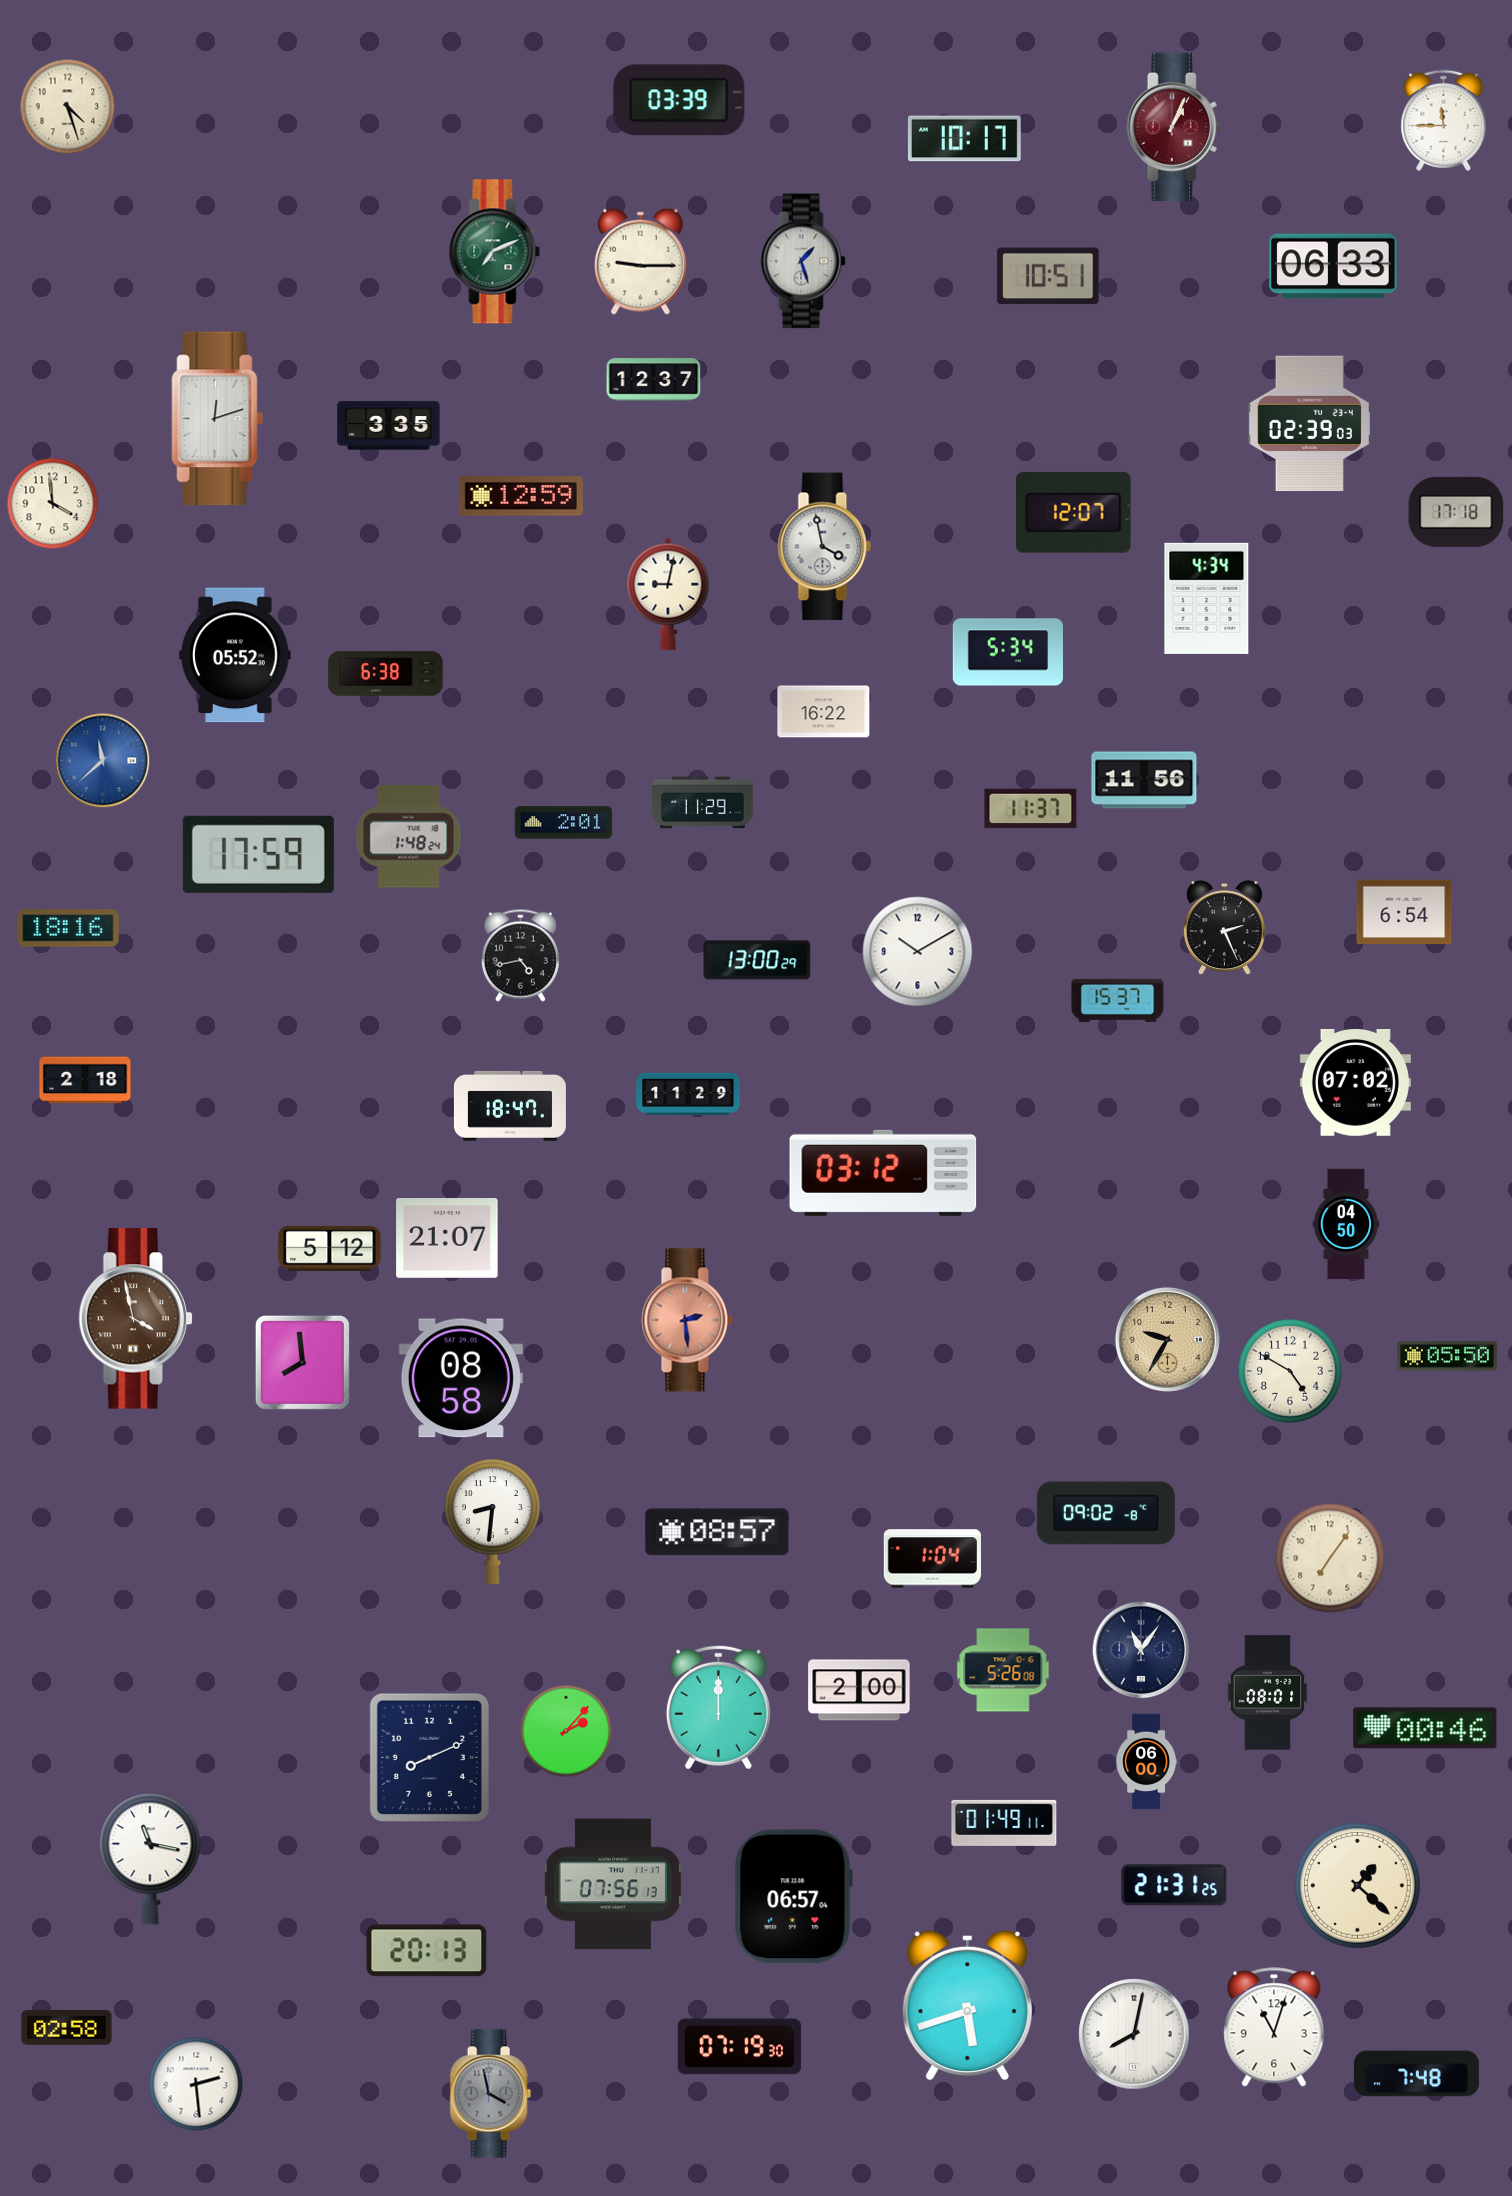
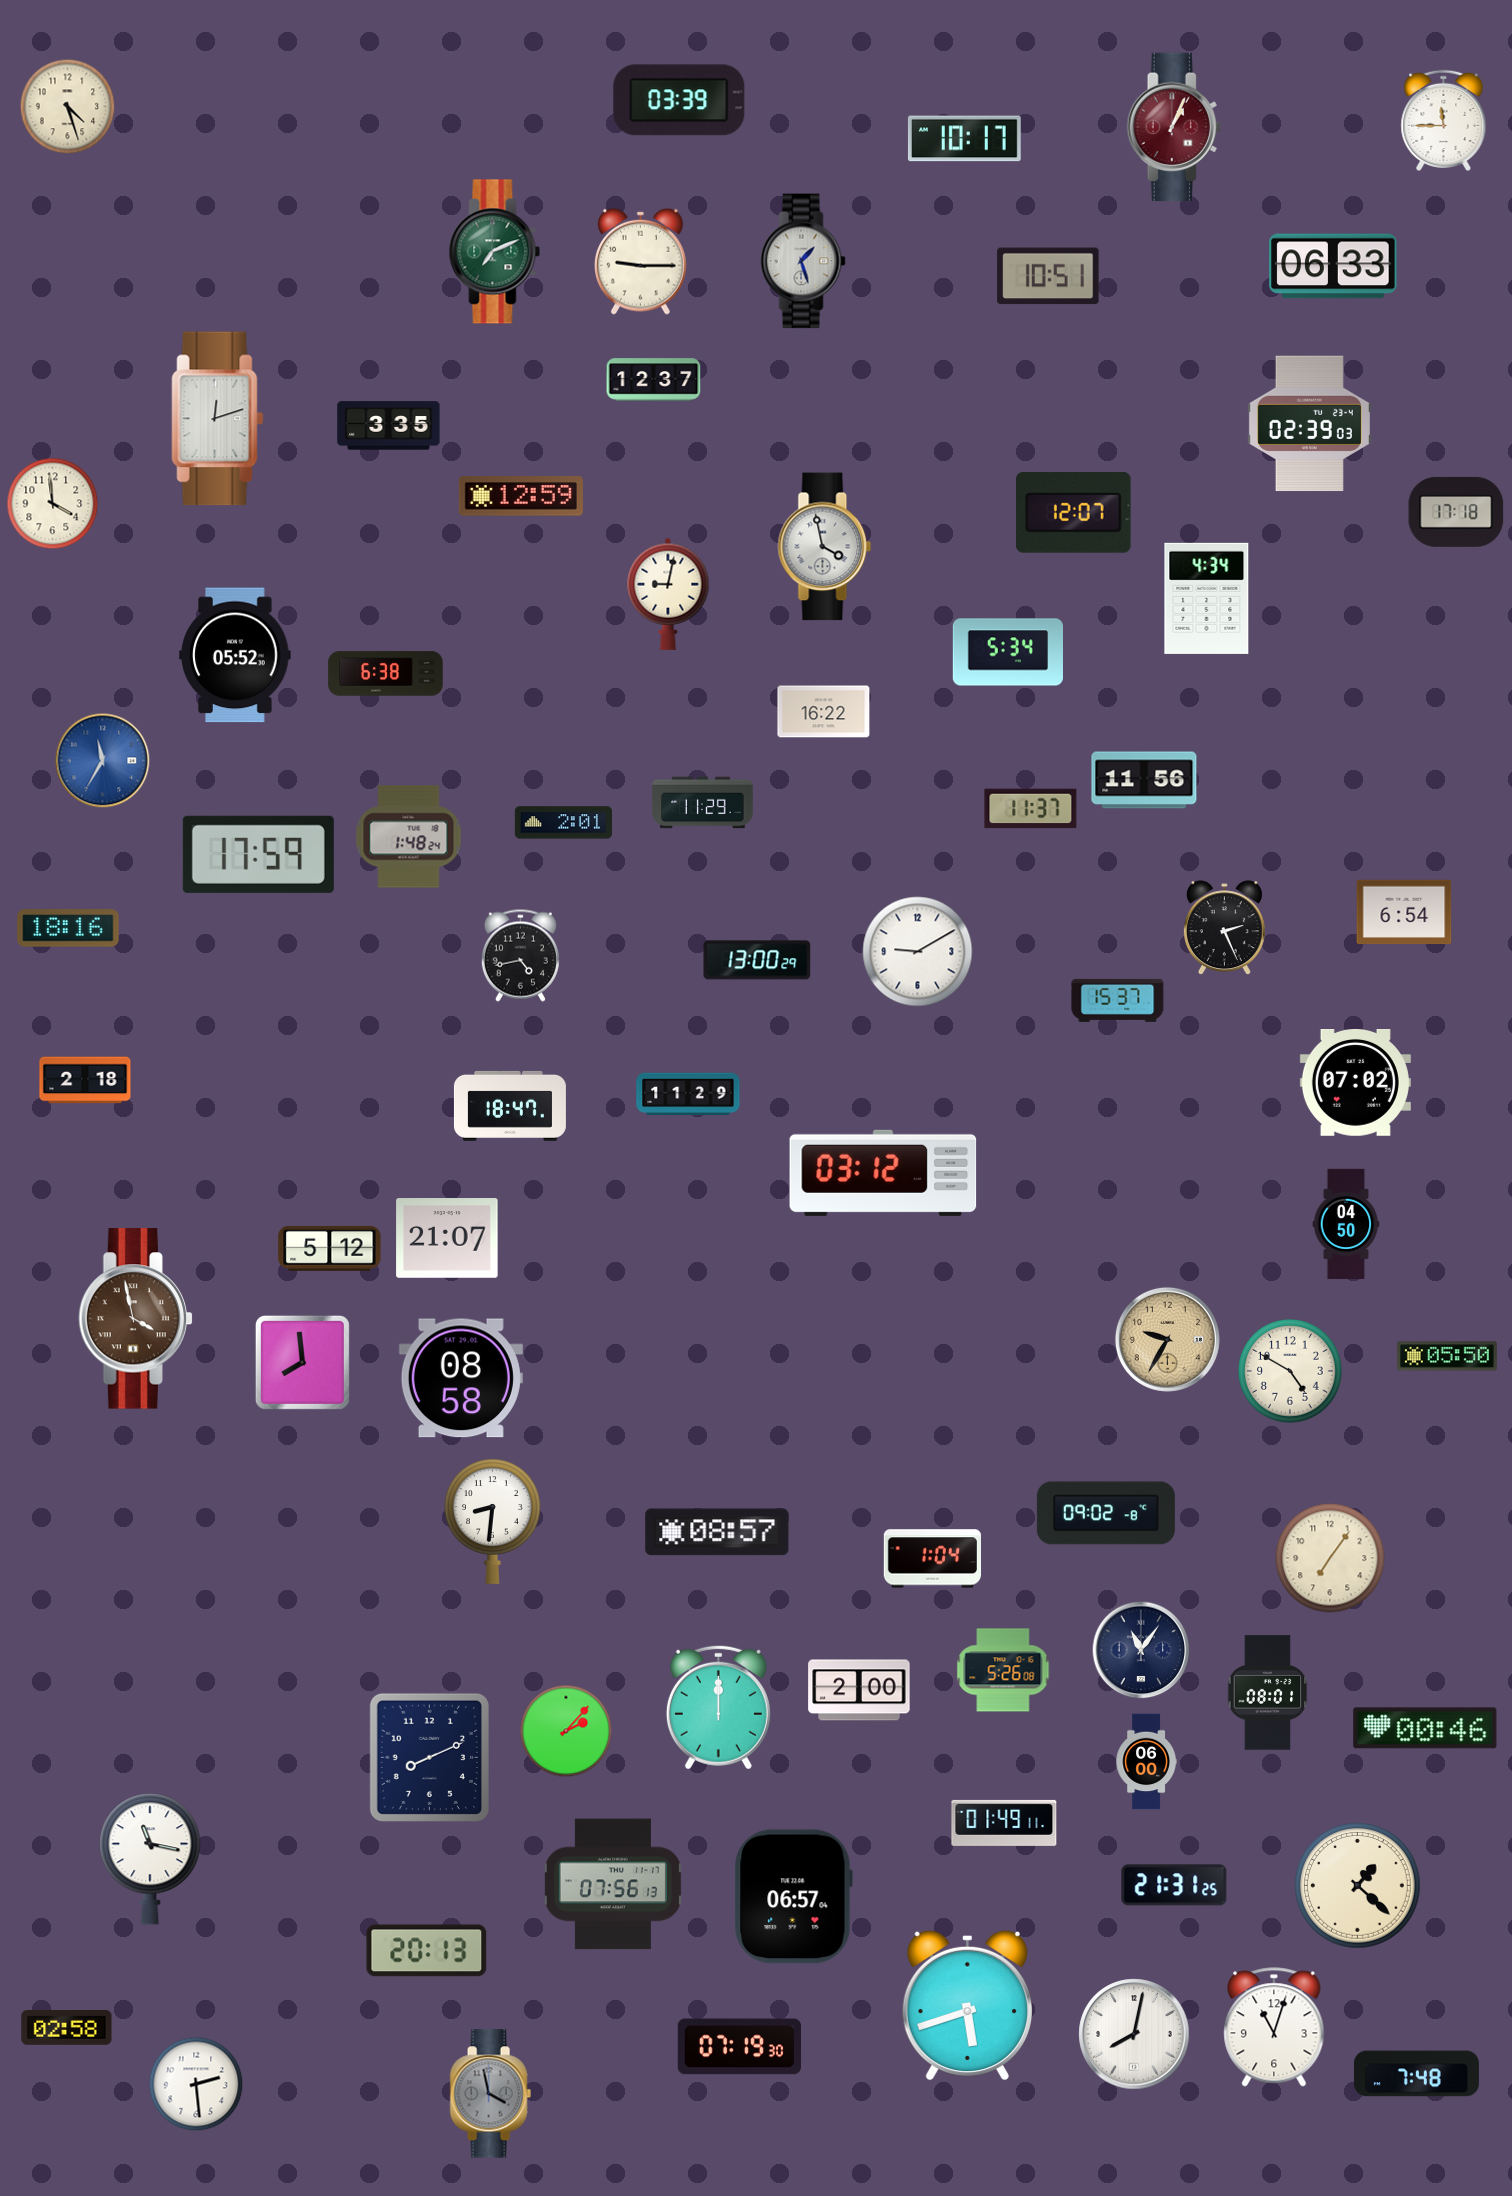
clock at (103, 761): 11:38 -> 11:35
clock at (918, 952): 10:10 -> 9:10
clock at (687, 1320): 2:29 -> none
